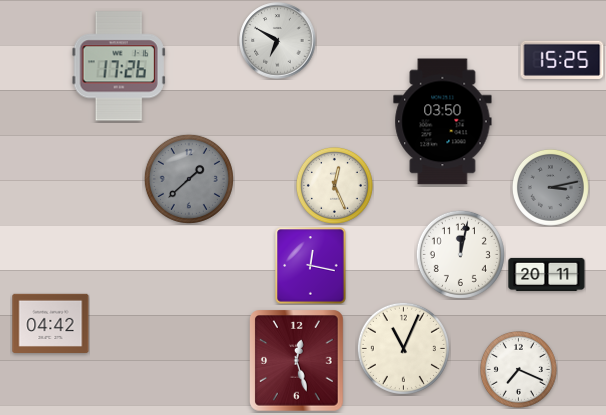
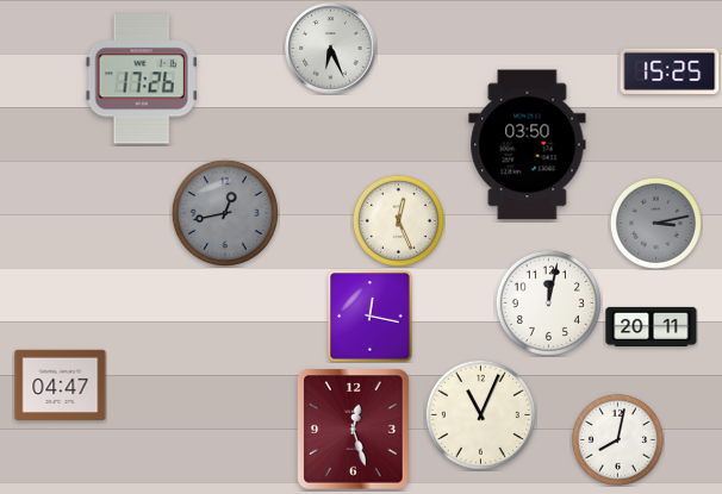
clock at (278, 41): 6:50 -> 6:26
clock at (189, 179): 1:38 -> 12:43
clock at (51, 323): 04:42 -> 04:47
clock at (518, 369): 7:19 -> 8:02
